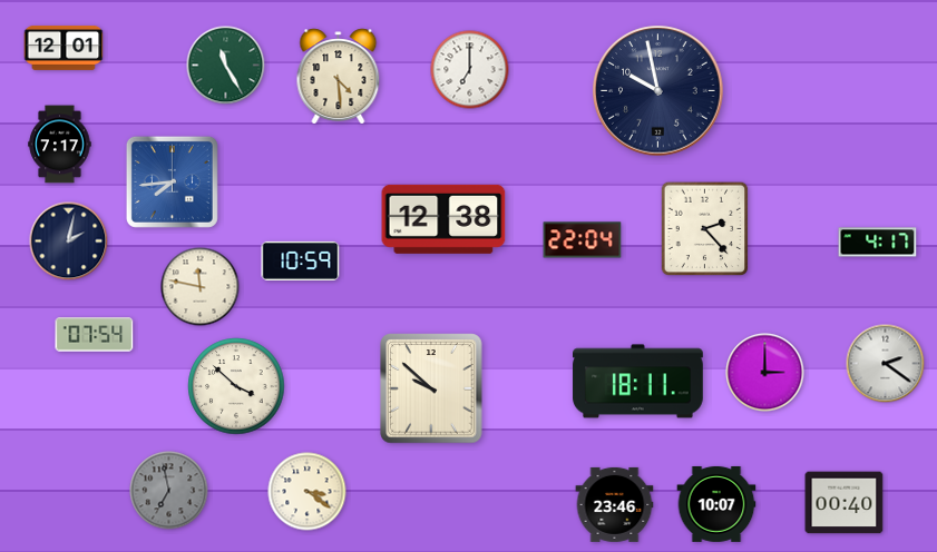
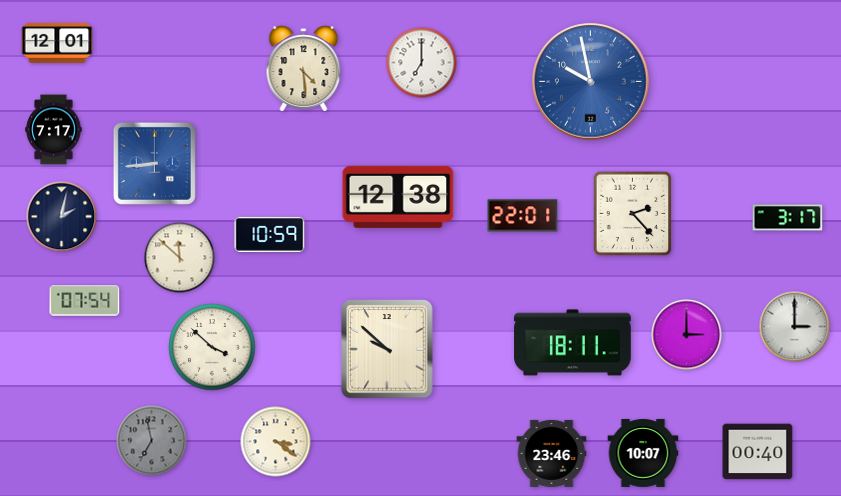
clock at (226, 66): 11:25 -> none
clock at (658, 91) dial: navy -> blue
clock at (172, 181): 7:44 -> 8:44
clock at (705, 229) position: (705, 229) -> (633, 214)
clock at (583, 240): 22:04 -> 22:01
clock at (878, 243): 4:17 -> 3:17
clock at (201, 287): 11:47 -> 11:52
clock at (886, 364): 2:21 -> 3:00
